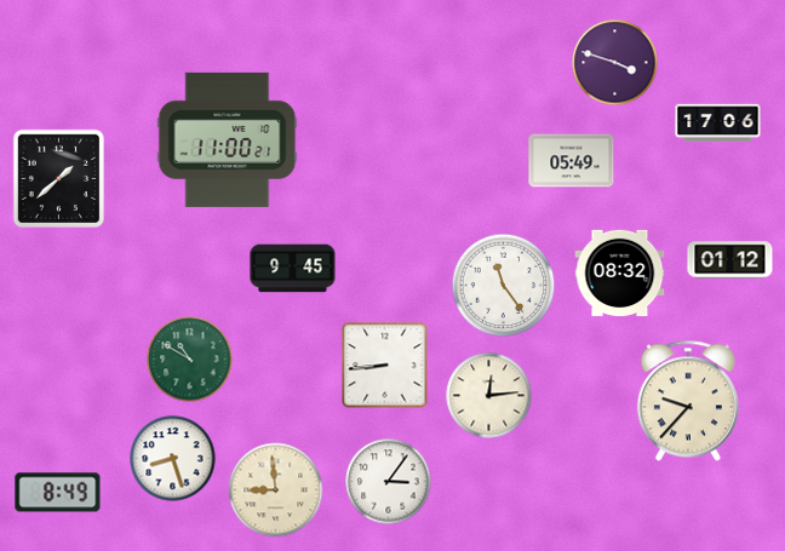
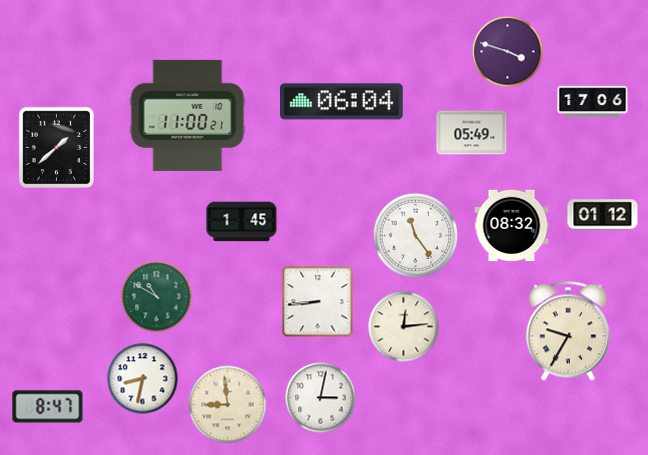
clock at (342, 102): none -> 06:04
clock at (58, 178) position: (58, 178) -> (56, 147)
clock at (293, 269): 9:45 -> 1:45
clock at (688, 401): 9:37 -> 9:35
clock at (173, 459): 8:27 -> 8:32
clock at (389, 482): 3:06 -> 3:02
clock at (58, 493): 8:49 -> 8:47
